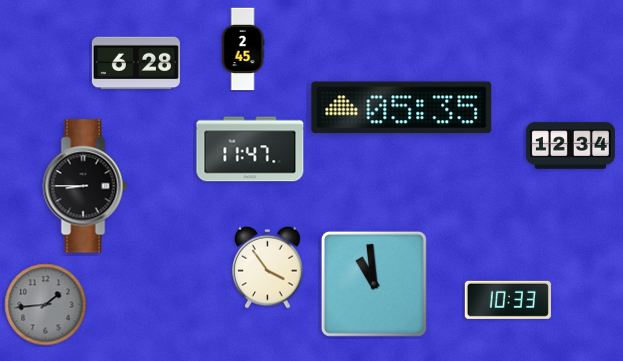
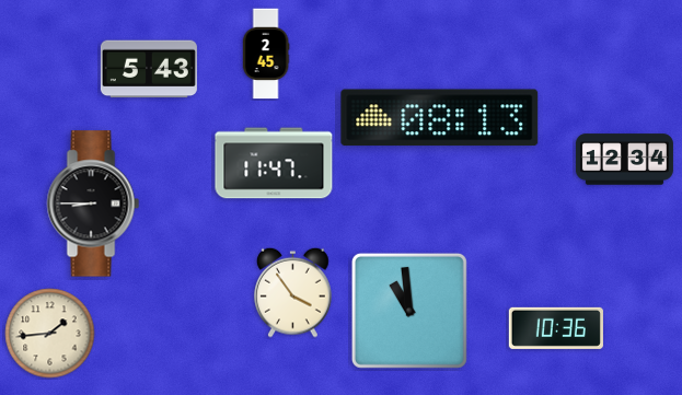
clock at (136, 63): 6:28 -> 5:43
clock at (402, 108): 05:35 -> 08:13
clock at (508, 300): 10:33 -> 10:36
clock at (46, 305) dial: grey -> cream
